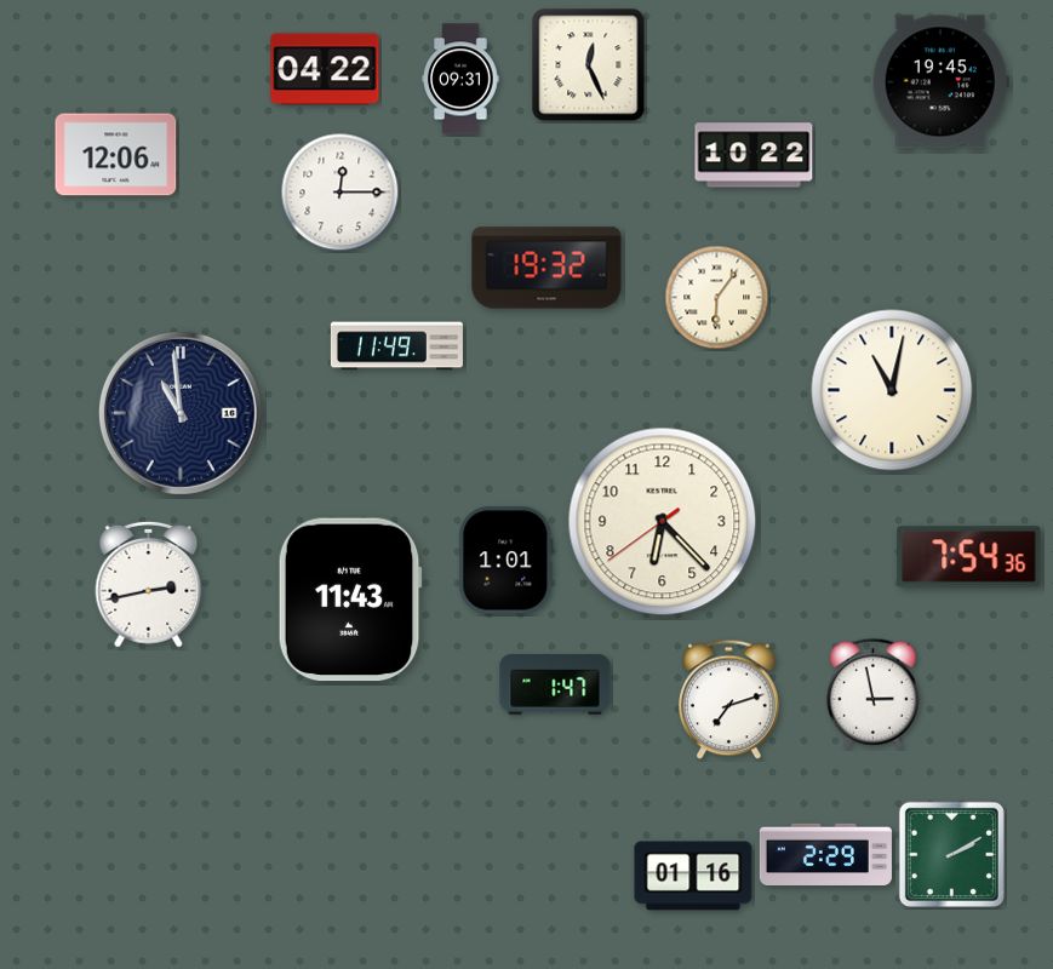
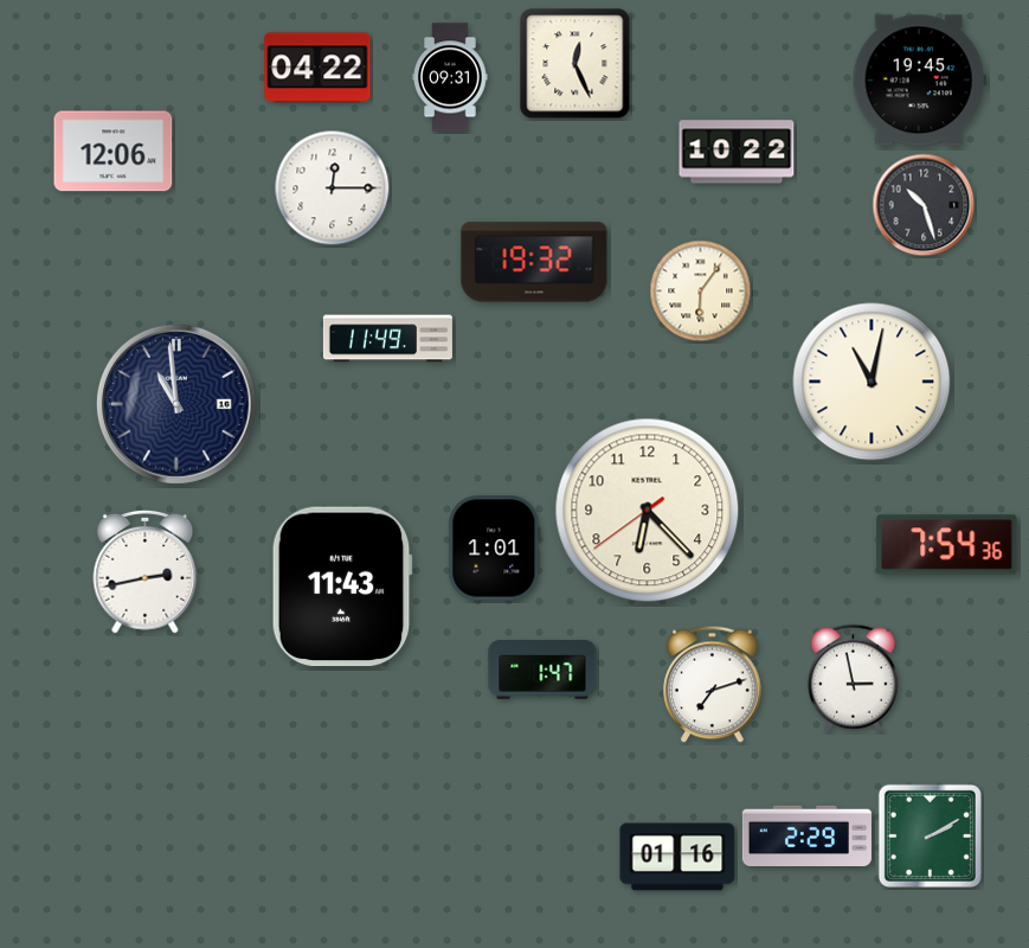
clock at (924, 205): none -> 10:27
